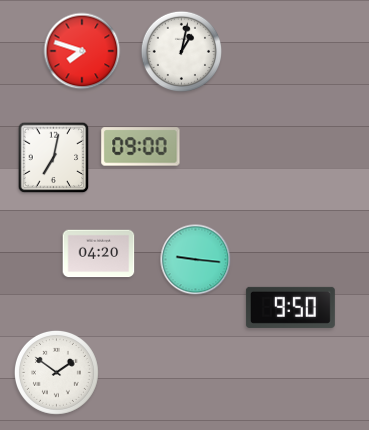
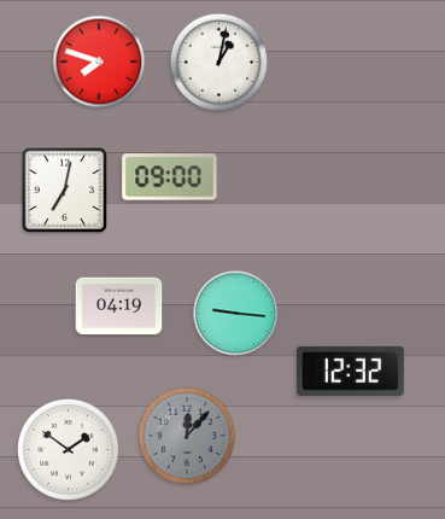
clock at (99, 254): 04:20 -> 04:19
clock at (290, 307): 9:50 -> 12:32
clock at (187, 436): none -> 12:07
